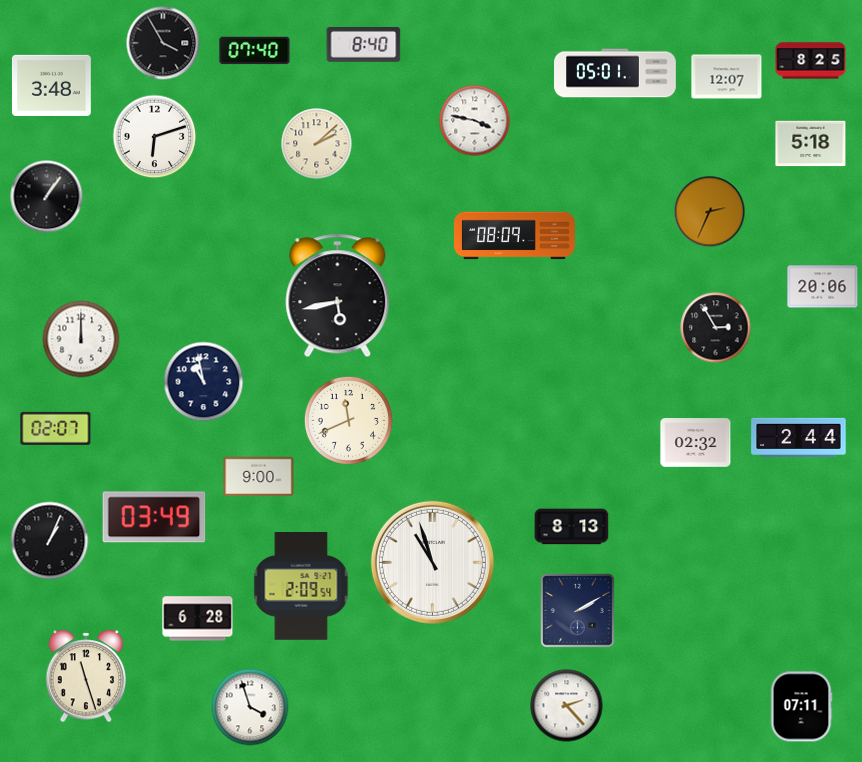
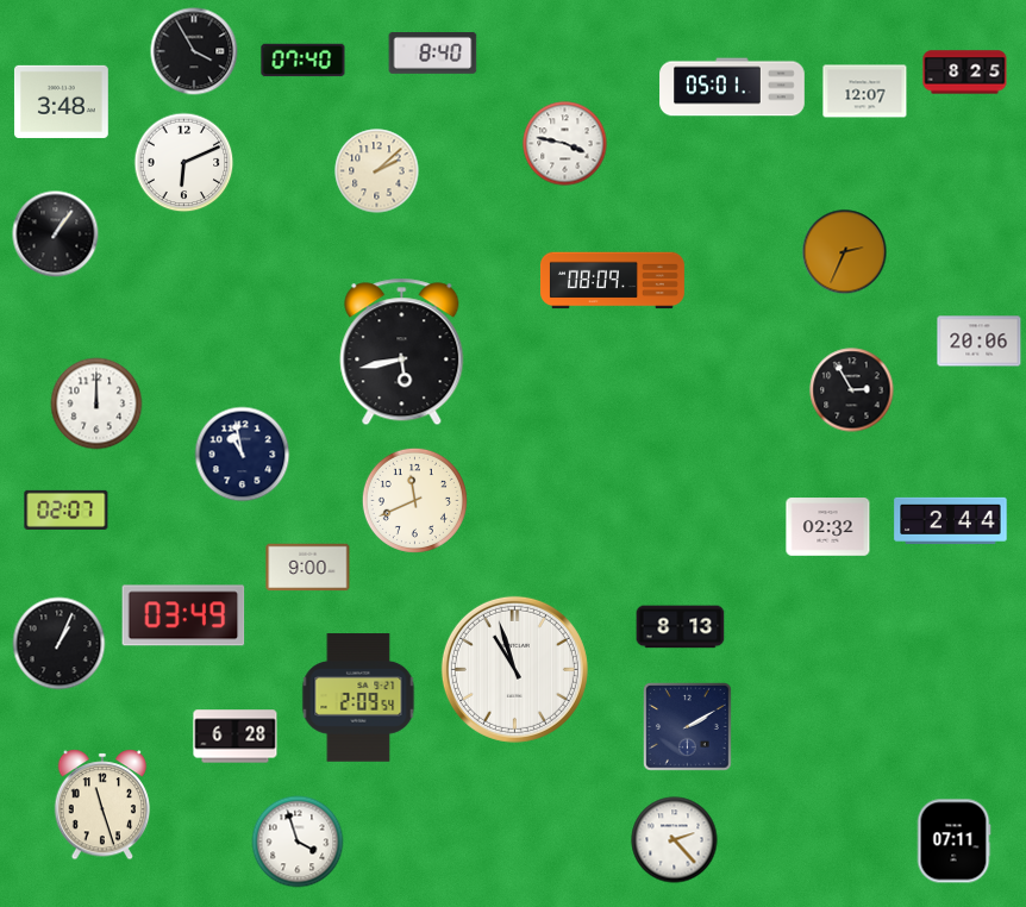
clock at (155, 137): 6:12 -> 6:11
clock at (811, 144): 5:18 -> none
